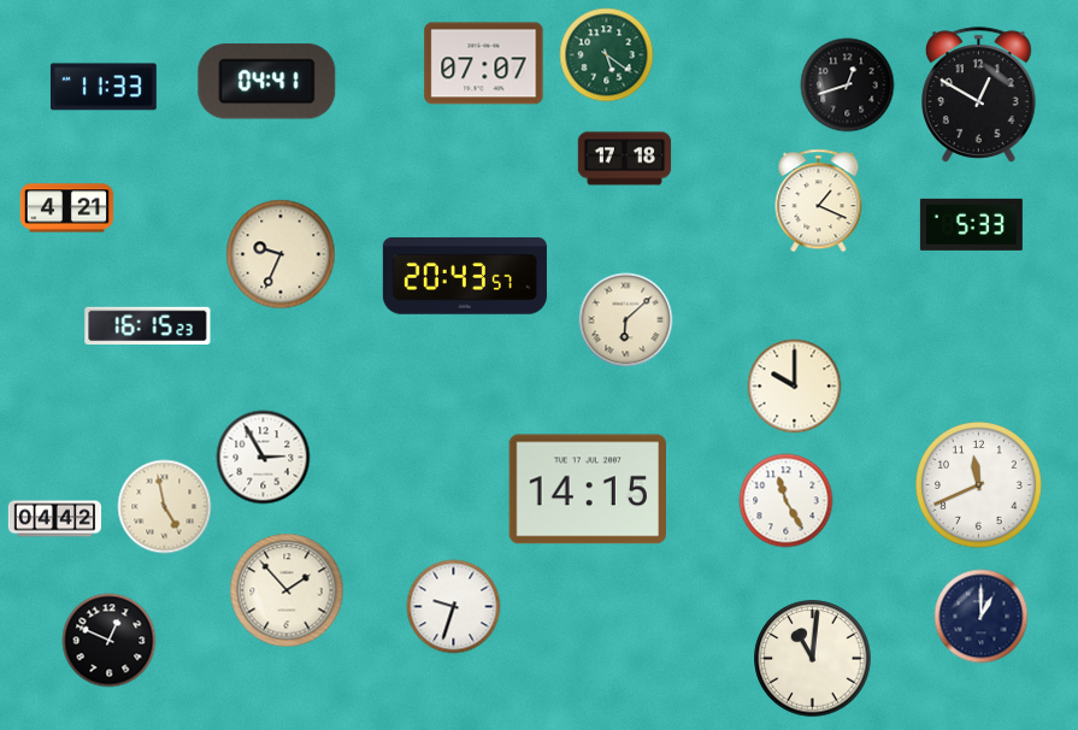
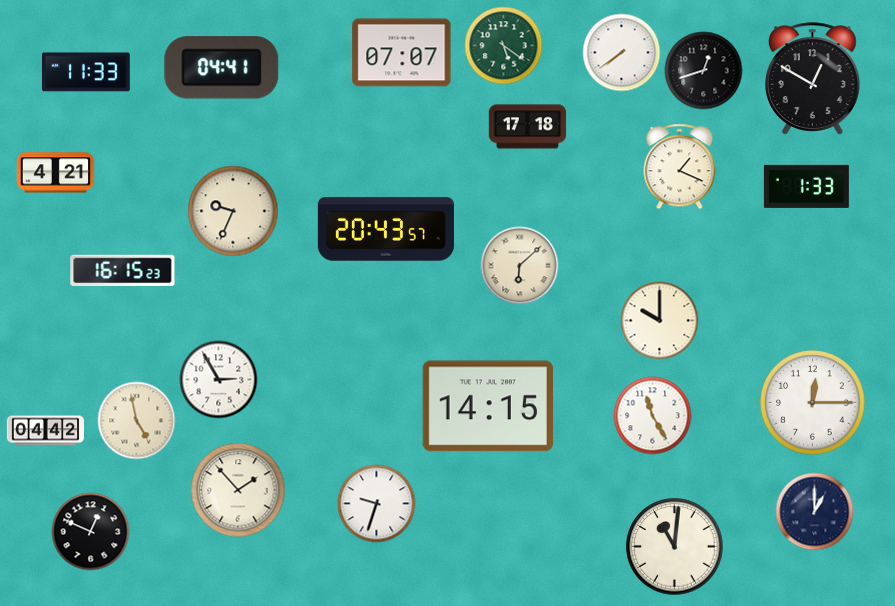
clock at (621, 52): none -> 7:39
clock at (624, 159) position: (624, 159) -> (527, 127)
clock at (971, 224): 5:33 -> 1:33
clock at (979, 485): 11:41 -> 12:15
